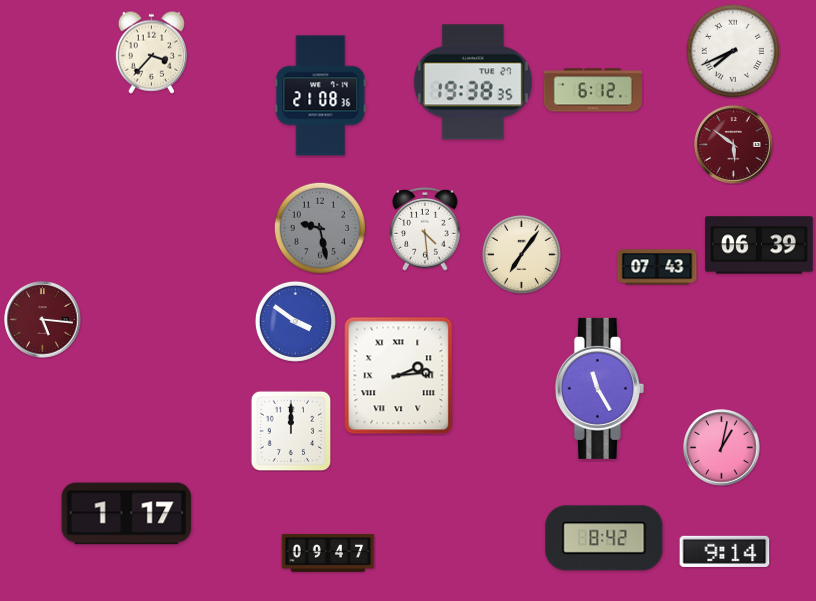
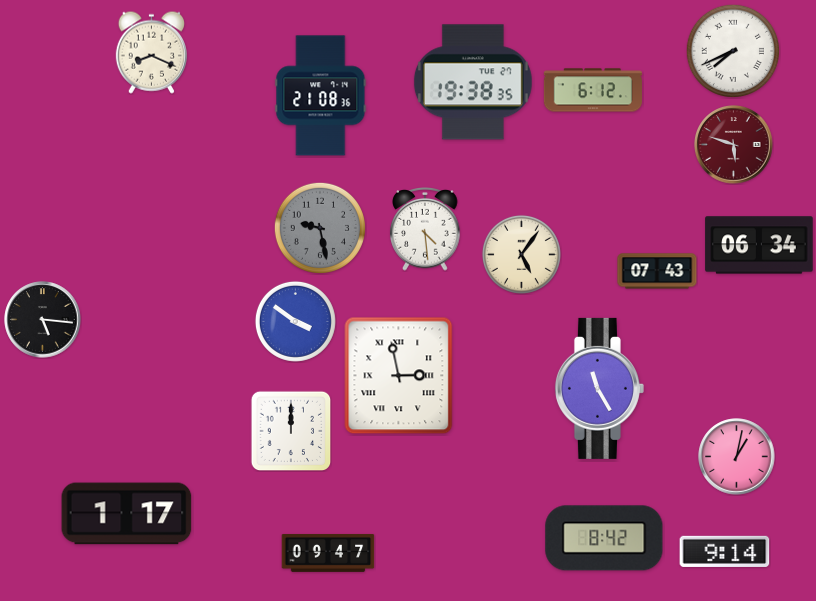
clock at (151, 52): 3:37 -> 8:19
clock at (734, 145): 5:51 -> 5:48
clock at (759, 245): 06:39 -> 06:34
clock at (521, 254): 7:06 -> 5:06
clock at (657, 267) position: (657, 267) -> (657, 271)
clock at (43, 320) dial: burgundy -> black
clock at (399, 376): 2:14 -> 2:58
clock at (722, 448) position: (722, 448) -> (737, 457)
